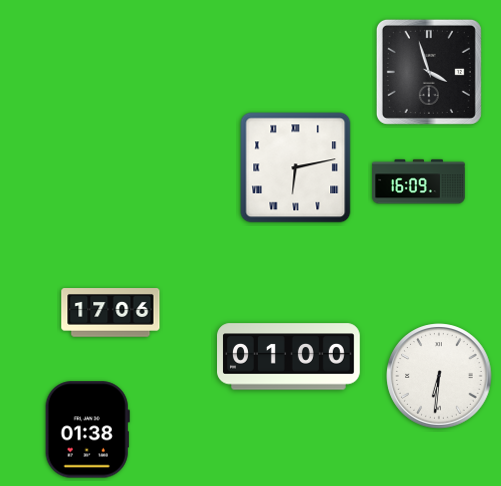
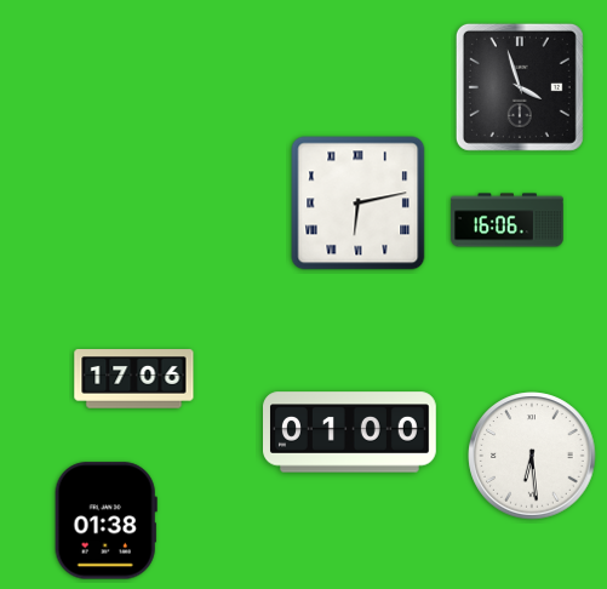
clock at (419, 182): 16:09 -> 16:06
clock at (439, 376): 6:31 -> 6:29
